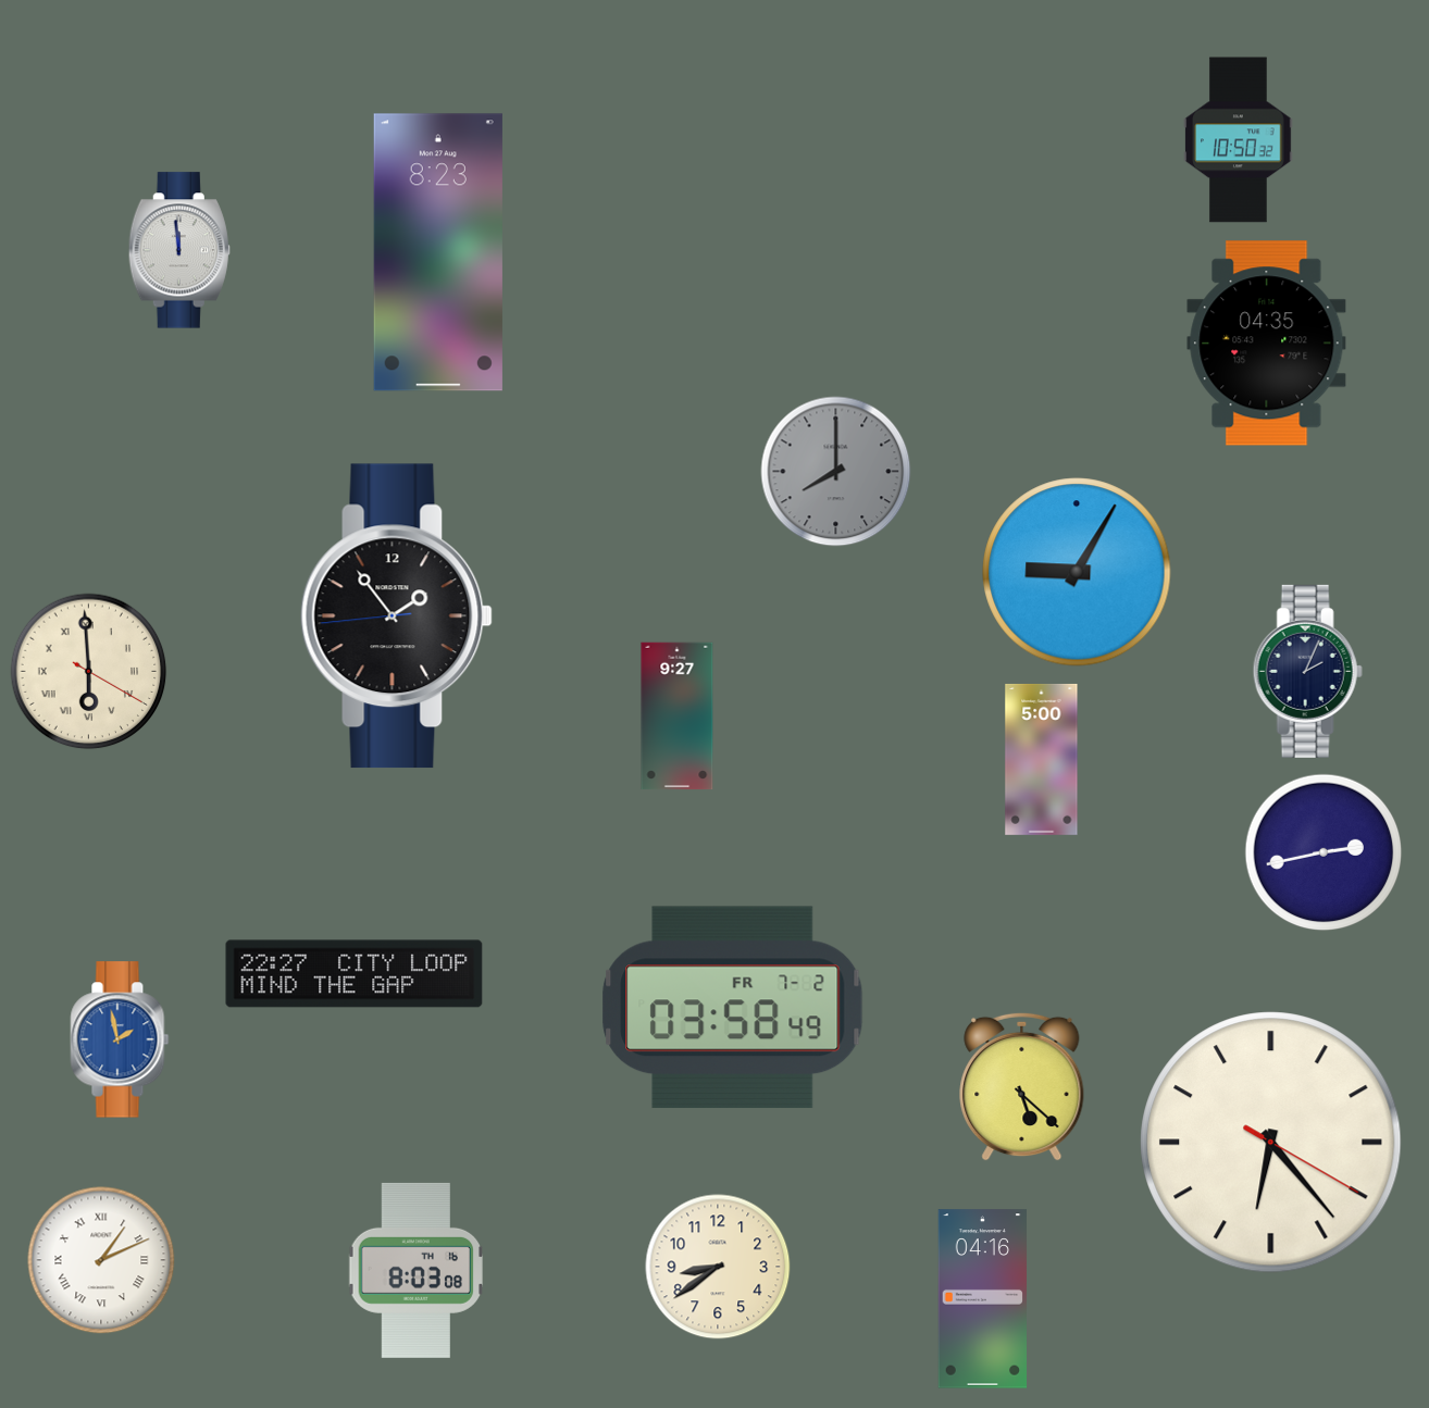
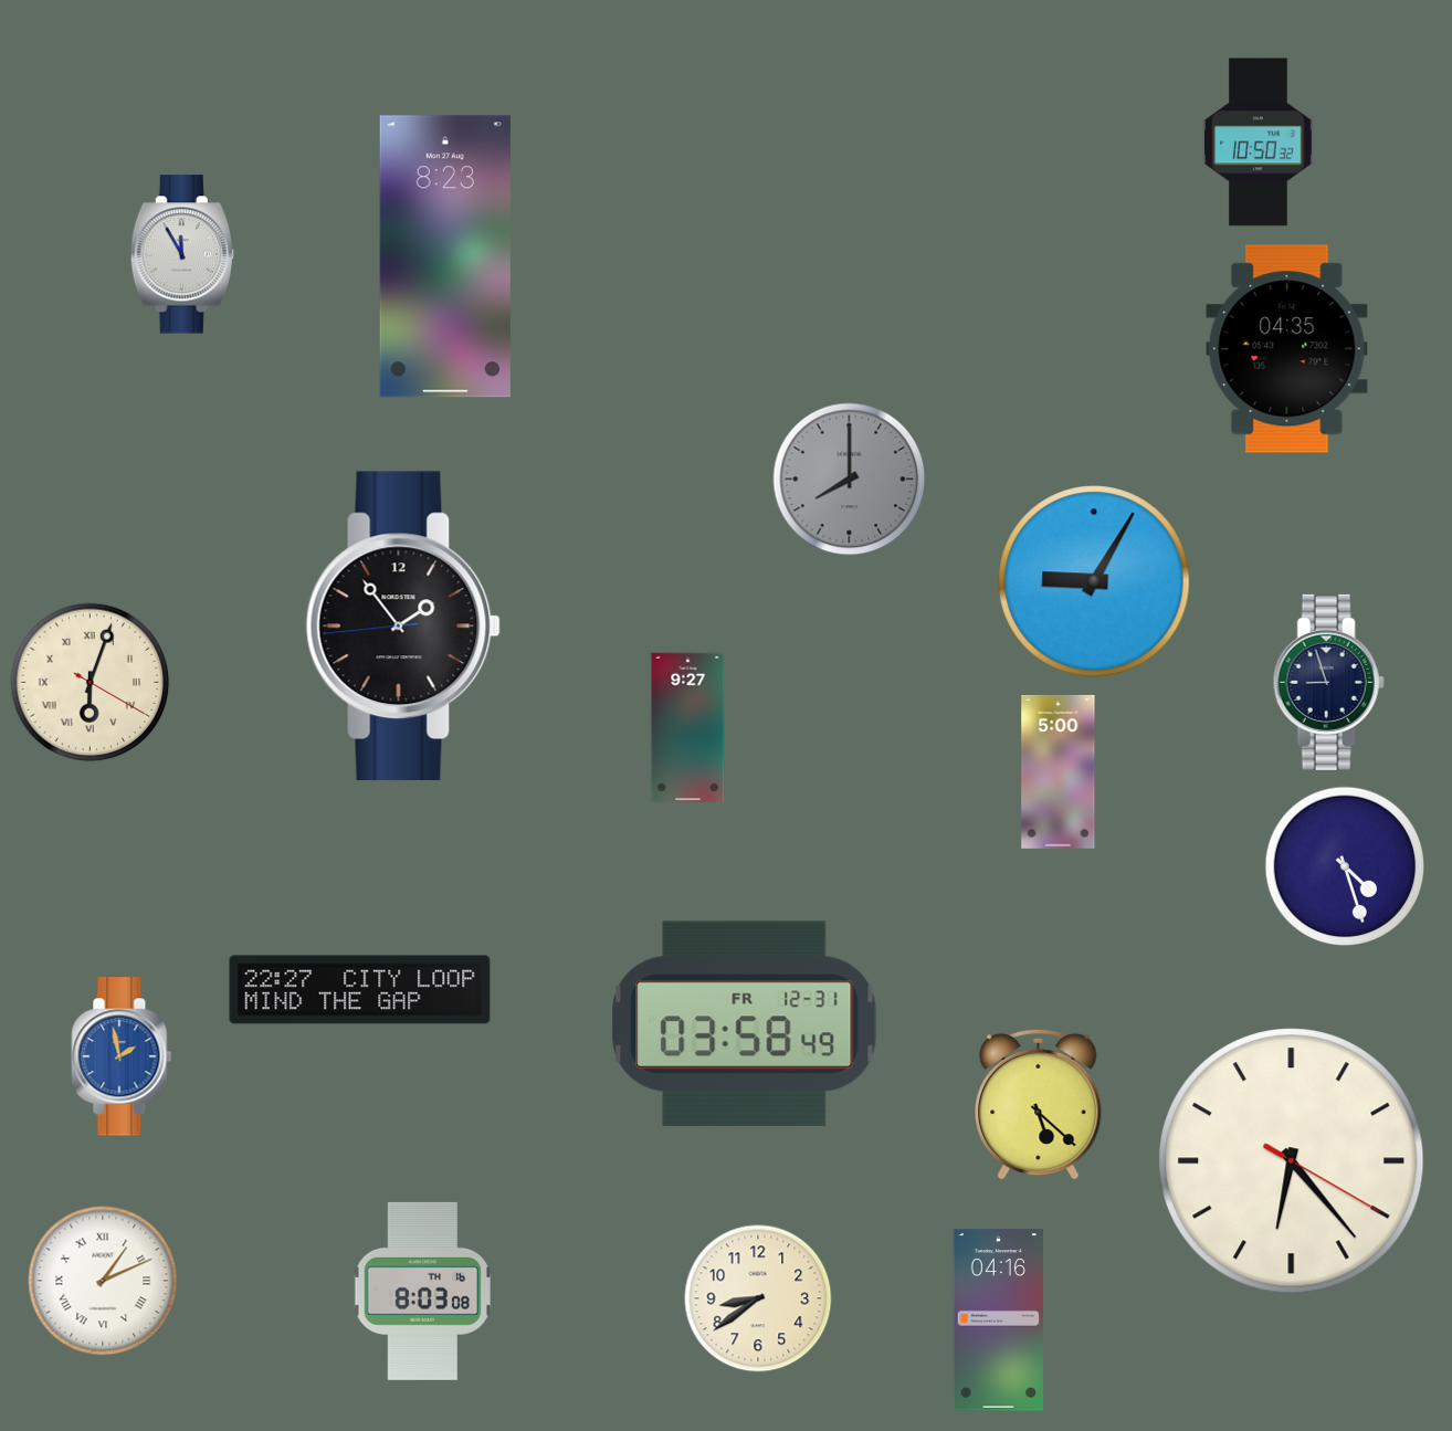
clock at (179, 250): 11:59 -> 11:55
clock at (1307, 671): 2:04 -> 8:57
clock at (89, 672): 5:59 -> 6:03
clock at (1324, 852): 2:43 -> 4:27
clock at (733, 1008) date: FR 7-2 -> FR 12-31
clock at (718, 1267) position: (718, 1267) -> (758, 1298)
